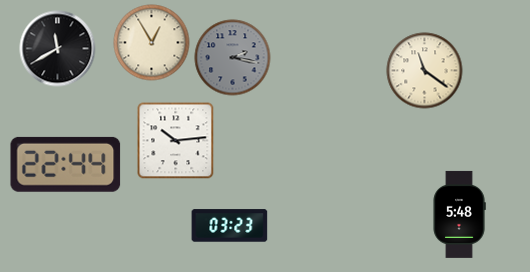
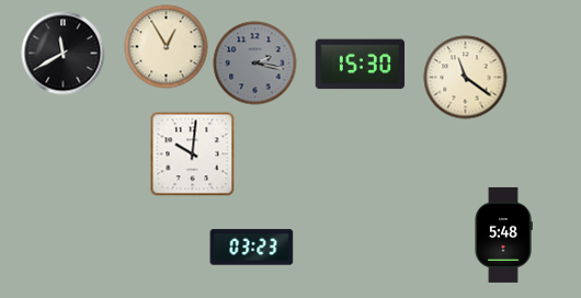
clock at (361, 65): none -> 15:30
clock at (176, 141): 10:14 -> 10:01
clock at (66, 164): 22:44 -> none
